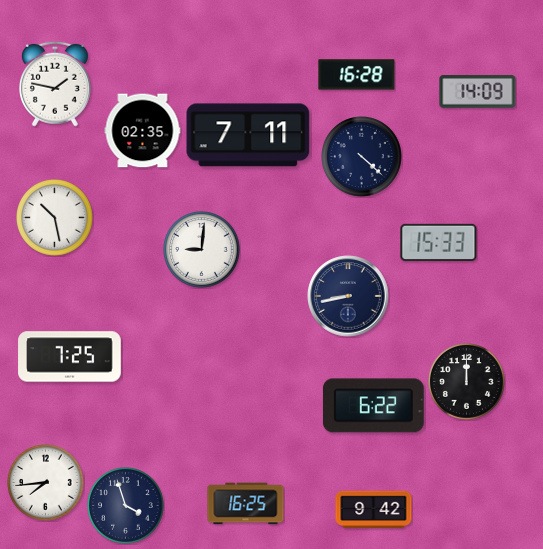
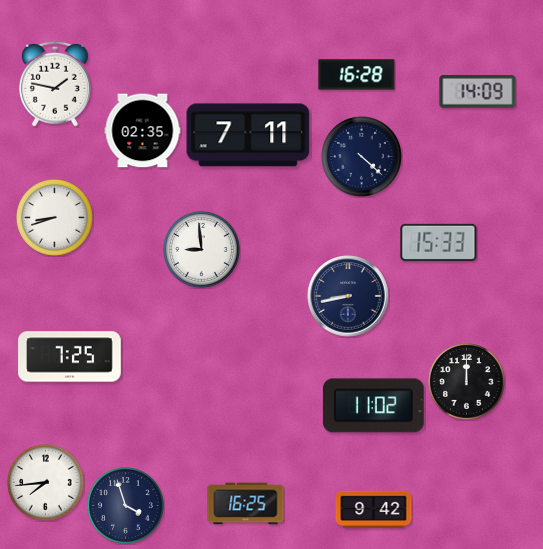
clock at (55, 218): 10:28 -> 8:42
clock at (202, 250): 9:01 -> 8:59
clock at (373, 406): 6:22 -> 11:02
